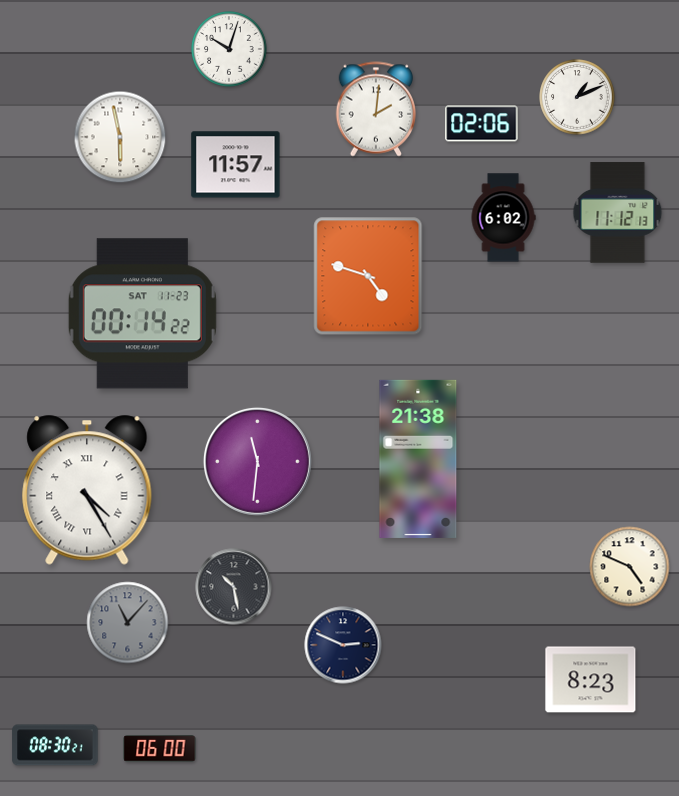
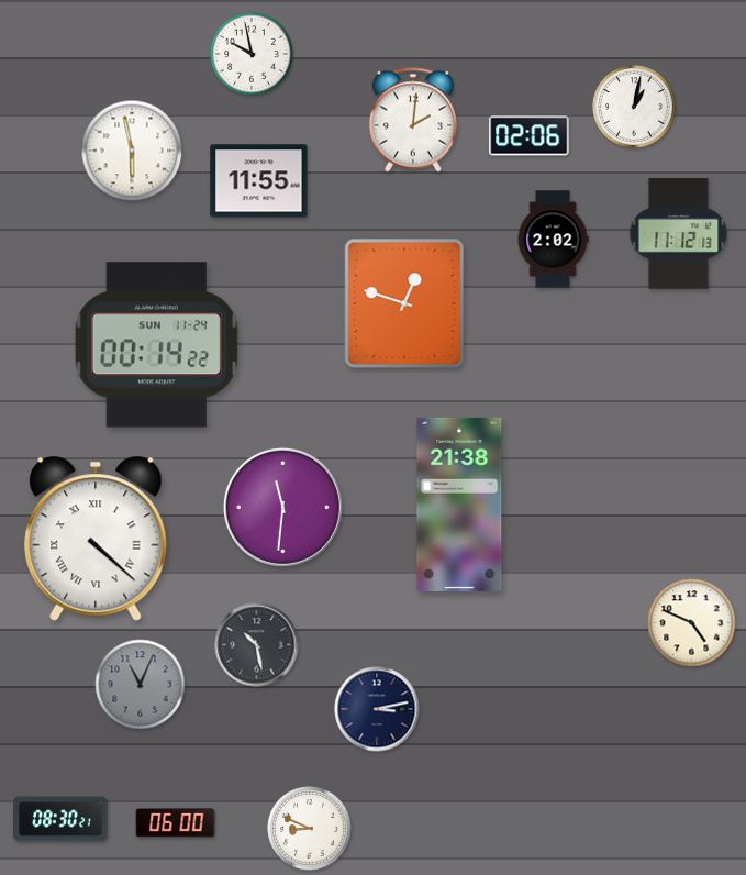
clock at (229, 49): 10:03 -> 9:58
clock at (577, 97): 1:11 -> 1:02
clock at (236, 165): 11:57 -> 11:55
clock at (503, 218): 6:02 -> 2:02
clock at (368, 276): 4:48 -> 12:48
clock at (142, 314) date: SAT 11-23 -> SUN 11-24
clock at (87, 490): 4:25 -> 4:22
clock at (128, 623): 11:07 -> 11:04
clock at (343, 645): 2:49 -> 3:13
clock at (591, 680): 8:23 -> none
clock at (310, 829): none -> 8:49
